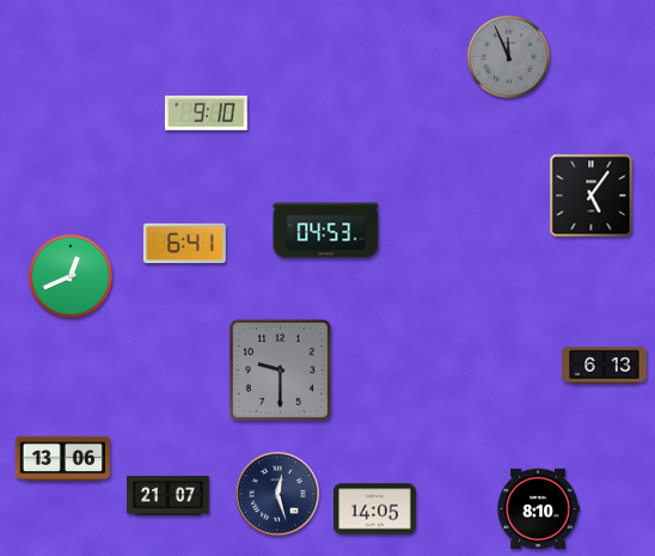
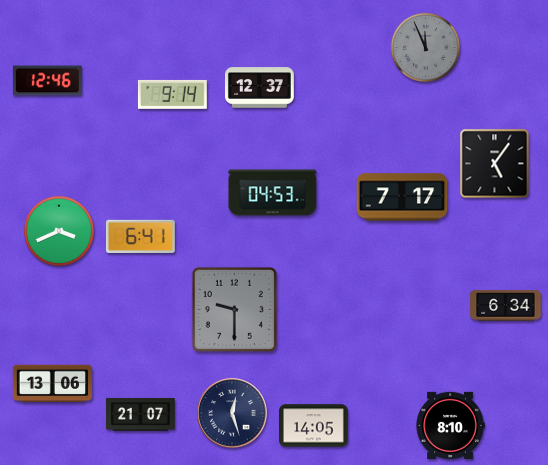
clock at (47, 81): none -> 12:46
clock at (260, 88): none -> 12:37
clock at (206, 112): 9:10 -> 9:14
clock at (402, 197): none -> 7:17
clock at (184, 243) position: (184, 243) -> (140, 236)
clock at (71, 276): 12:41 -> 3:41
clock at (605, 366): 6:13 -> 6:34
